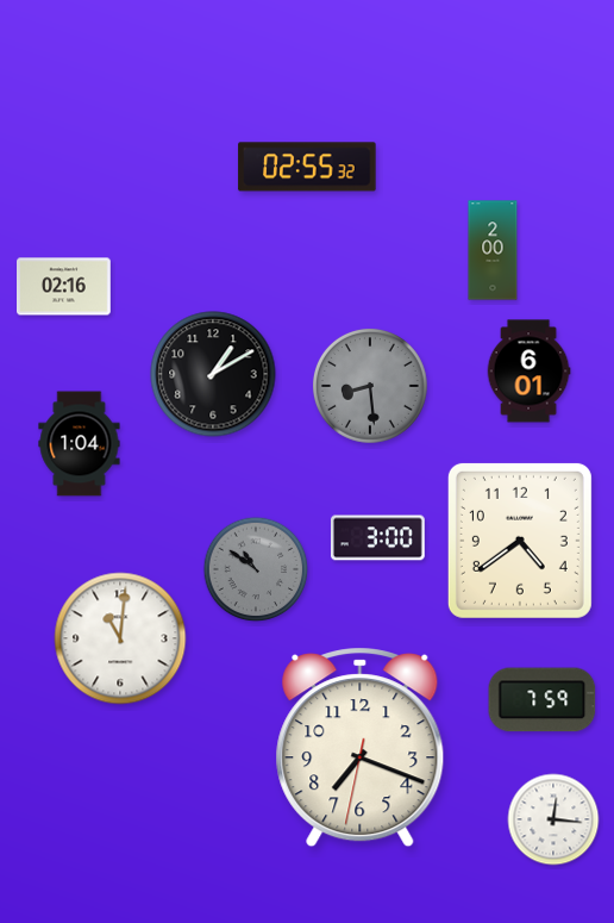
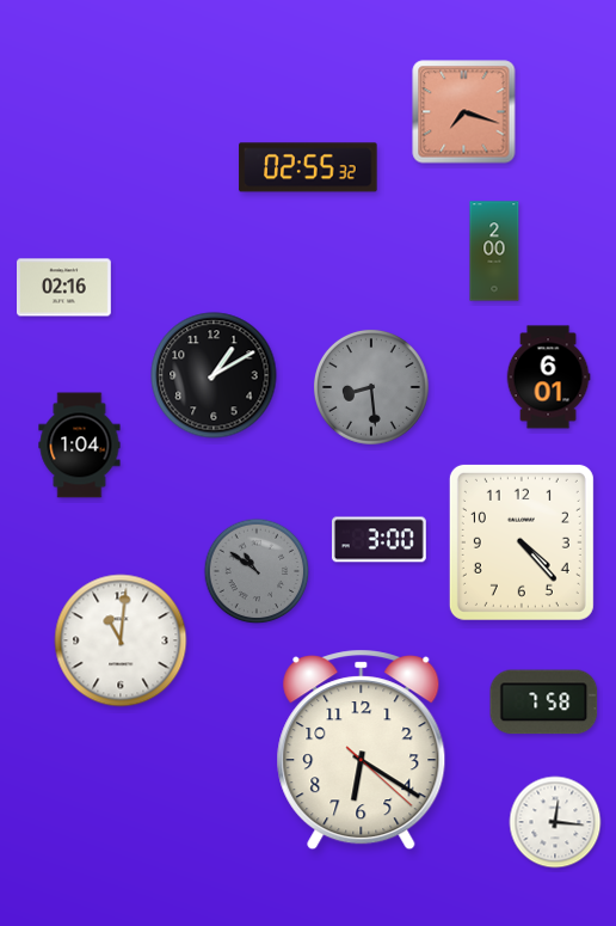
clock at (464, 112): none -> 7:18
clock at (528, 372) position: (528, 372) -> (548, 378)
clock at (520, 541): 4:39 -> 4:23
clock at (543, 700): 7:59 -> 7:58
clock at (361, 748): 7:18 -> 6:20
